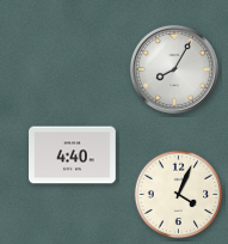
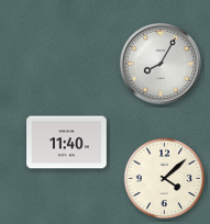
clock at (73, 155): 4:40 -> 11:40
clock at (179, 195): 4:04 -> 4:08
